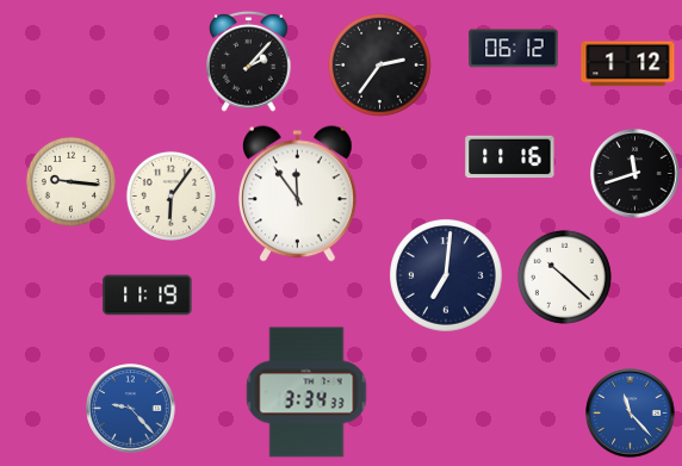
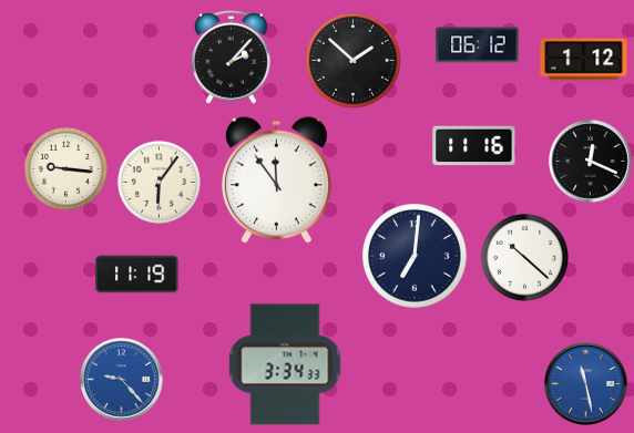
clock at (379, 64): 2:36 -> 1:52
clock at (635, 174): 11:42 -> 12:19
clock at (631, 414): 11:23 -> 11:28
